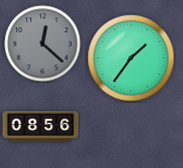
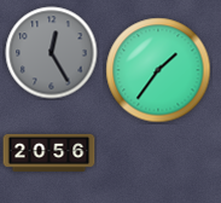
clock at (43, 44): 12:22 -> 12:25
clock at (41, 126): 08:56 -> 20:56
